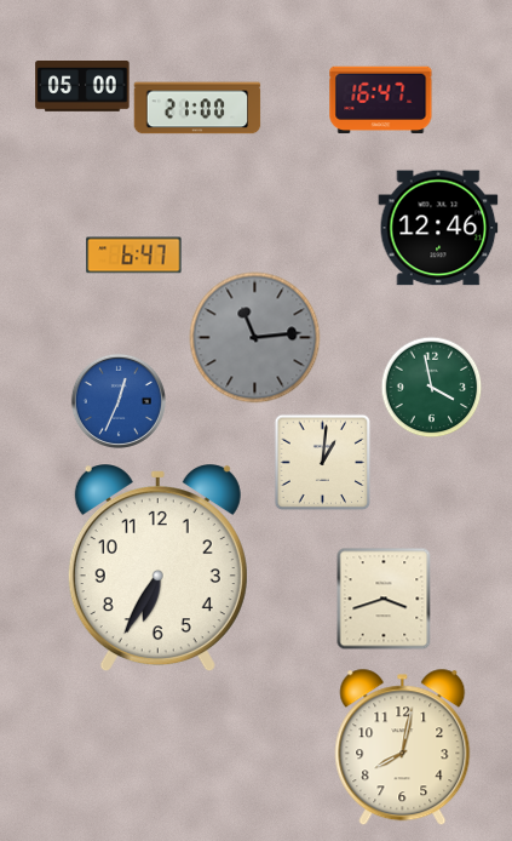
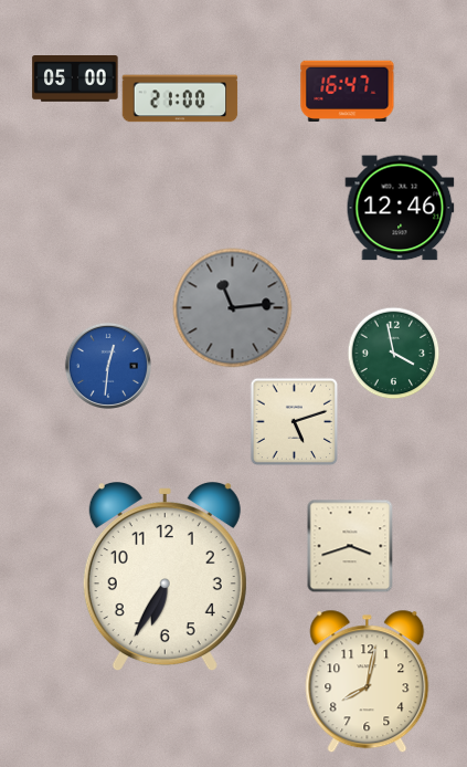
clock at (134, 256): 6:47 -> none
clock at (119, 401): 12:34 -> 12:31
clock at (322, 462): 1:01 -> 5:12
clock at (157, 570) position: (157, 570) -> (164, 578)
